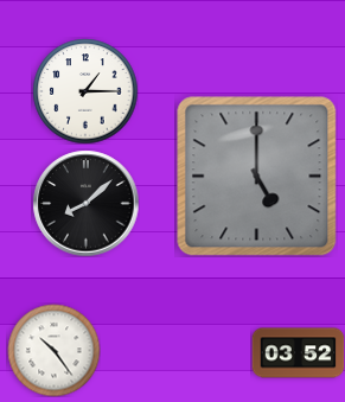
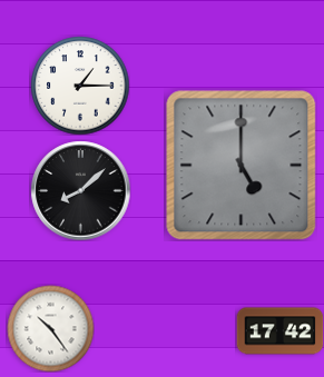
clock at (298, 353): 03:52 -> 17:42
